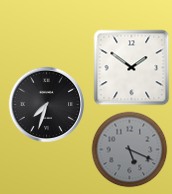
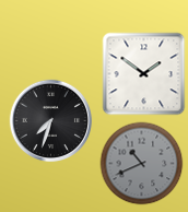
clock at (47, 105) position: (47, 105) -> (51, 121)
clock at (130, 150): 5:19 -> 10:41
